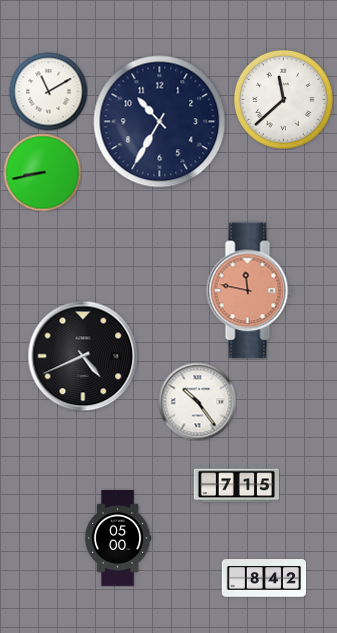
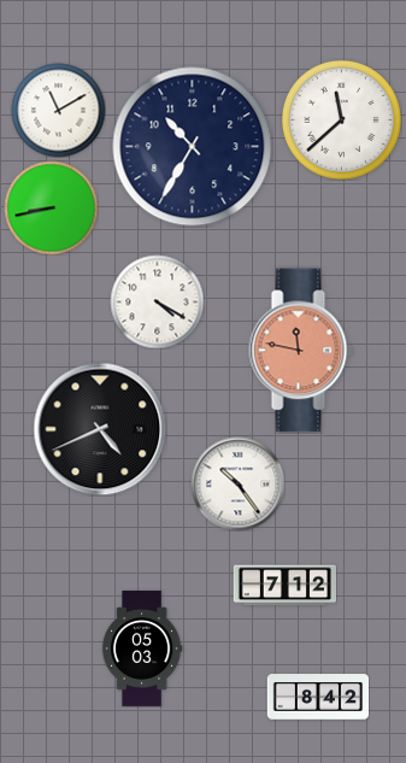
clock at (157, 301): none -> 4:20
clock at (236, 486): 7:15 -> 7:12
clock at (118, 539): 05:00 -> 05:03
